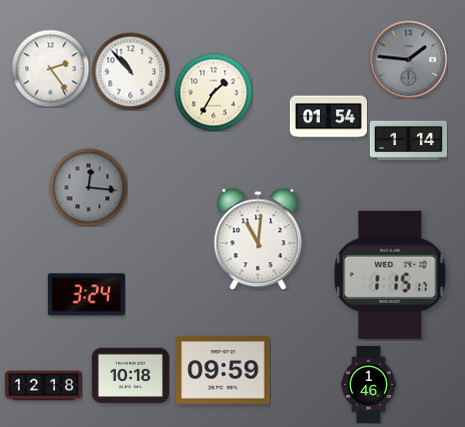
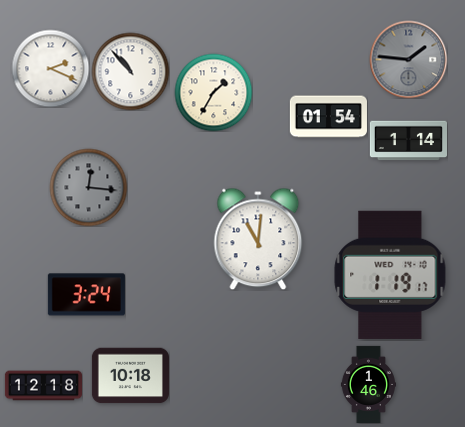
clock at (50, 68): 2:24 -> 2:19
clock at (390, 275): 1:15 -> 1:19
clock at (223, 370): 09:59 -> none
